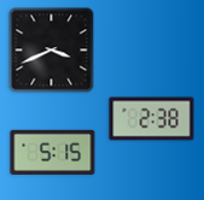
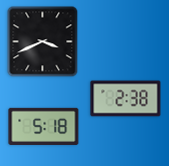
clock at (53, 152): 5:15 -> 5:18
